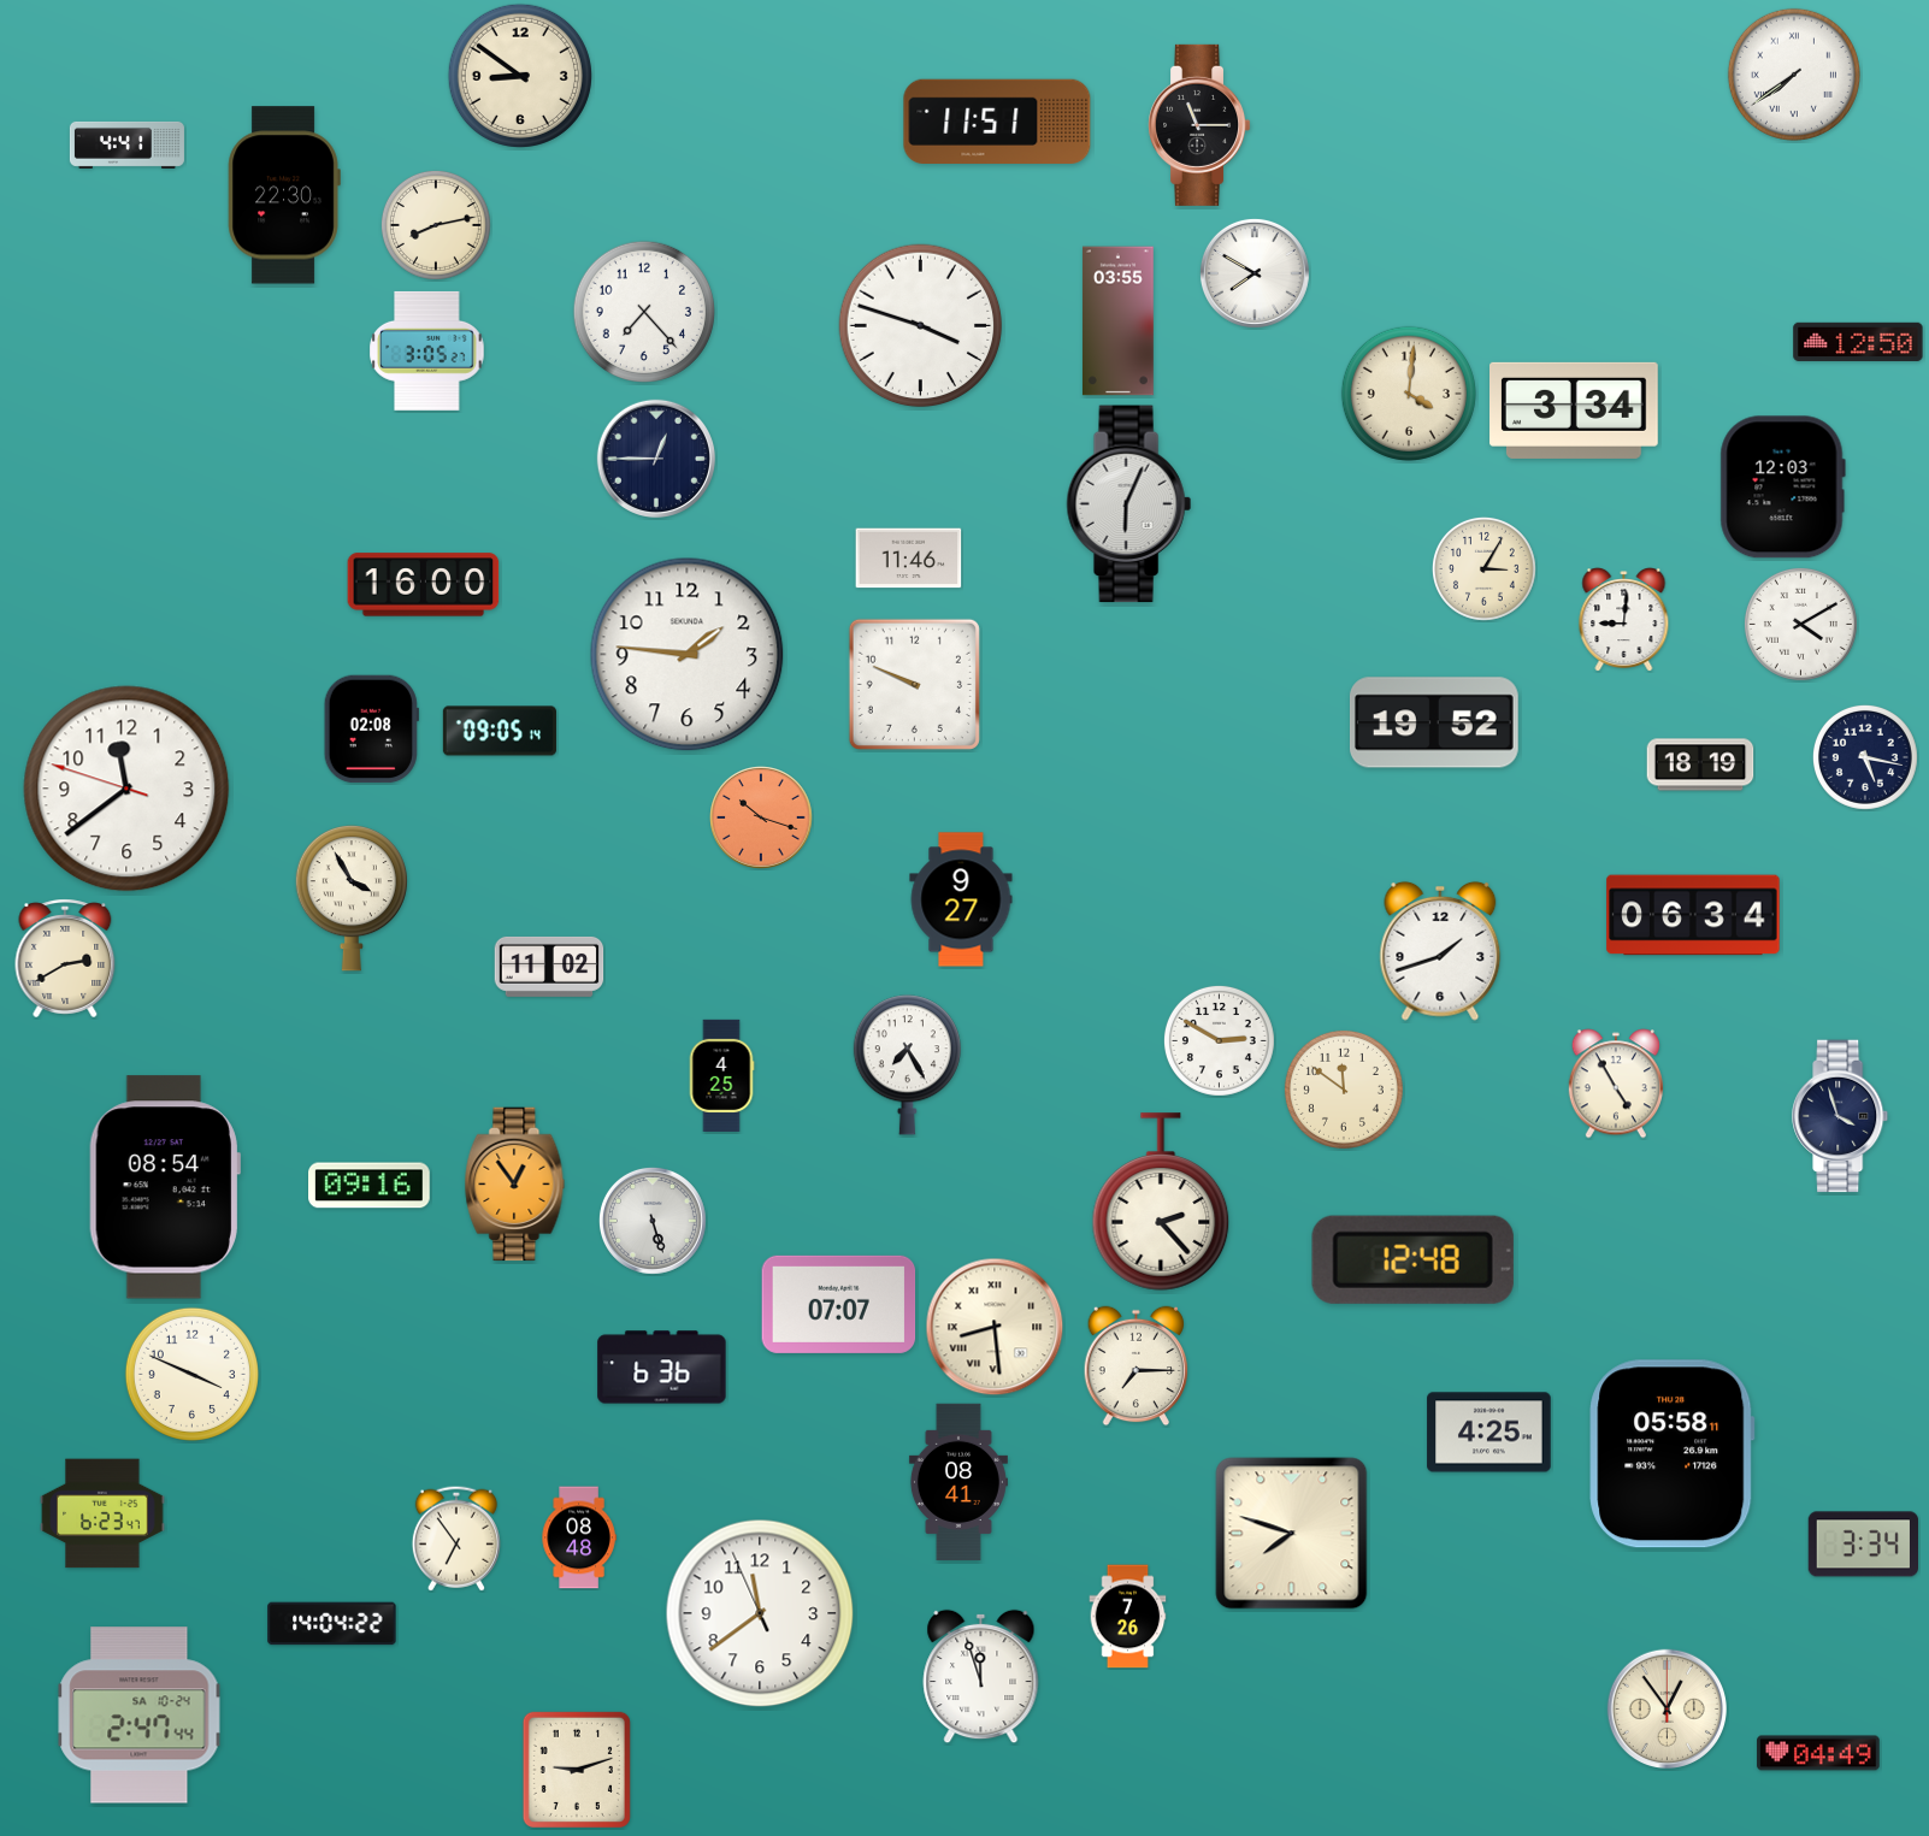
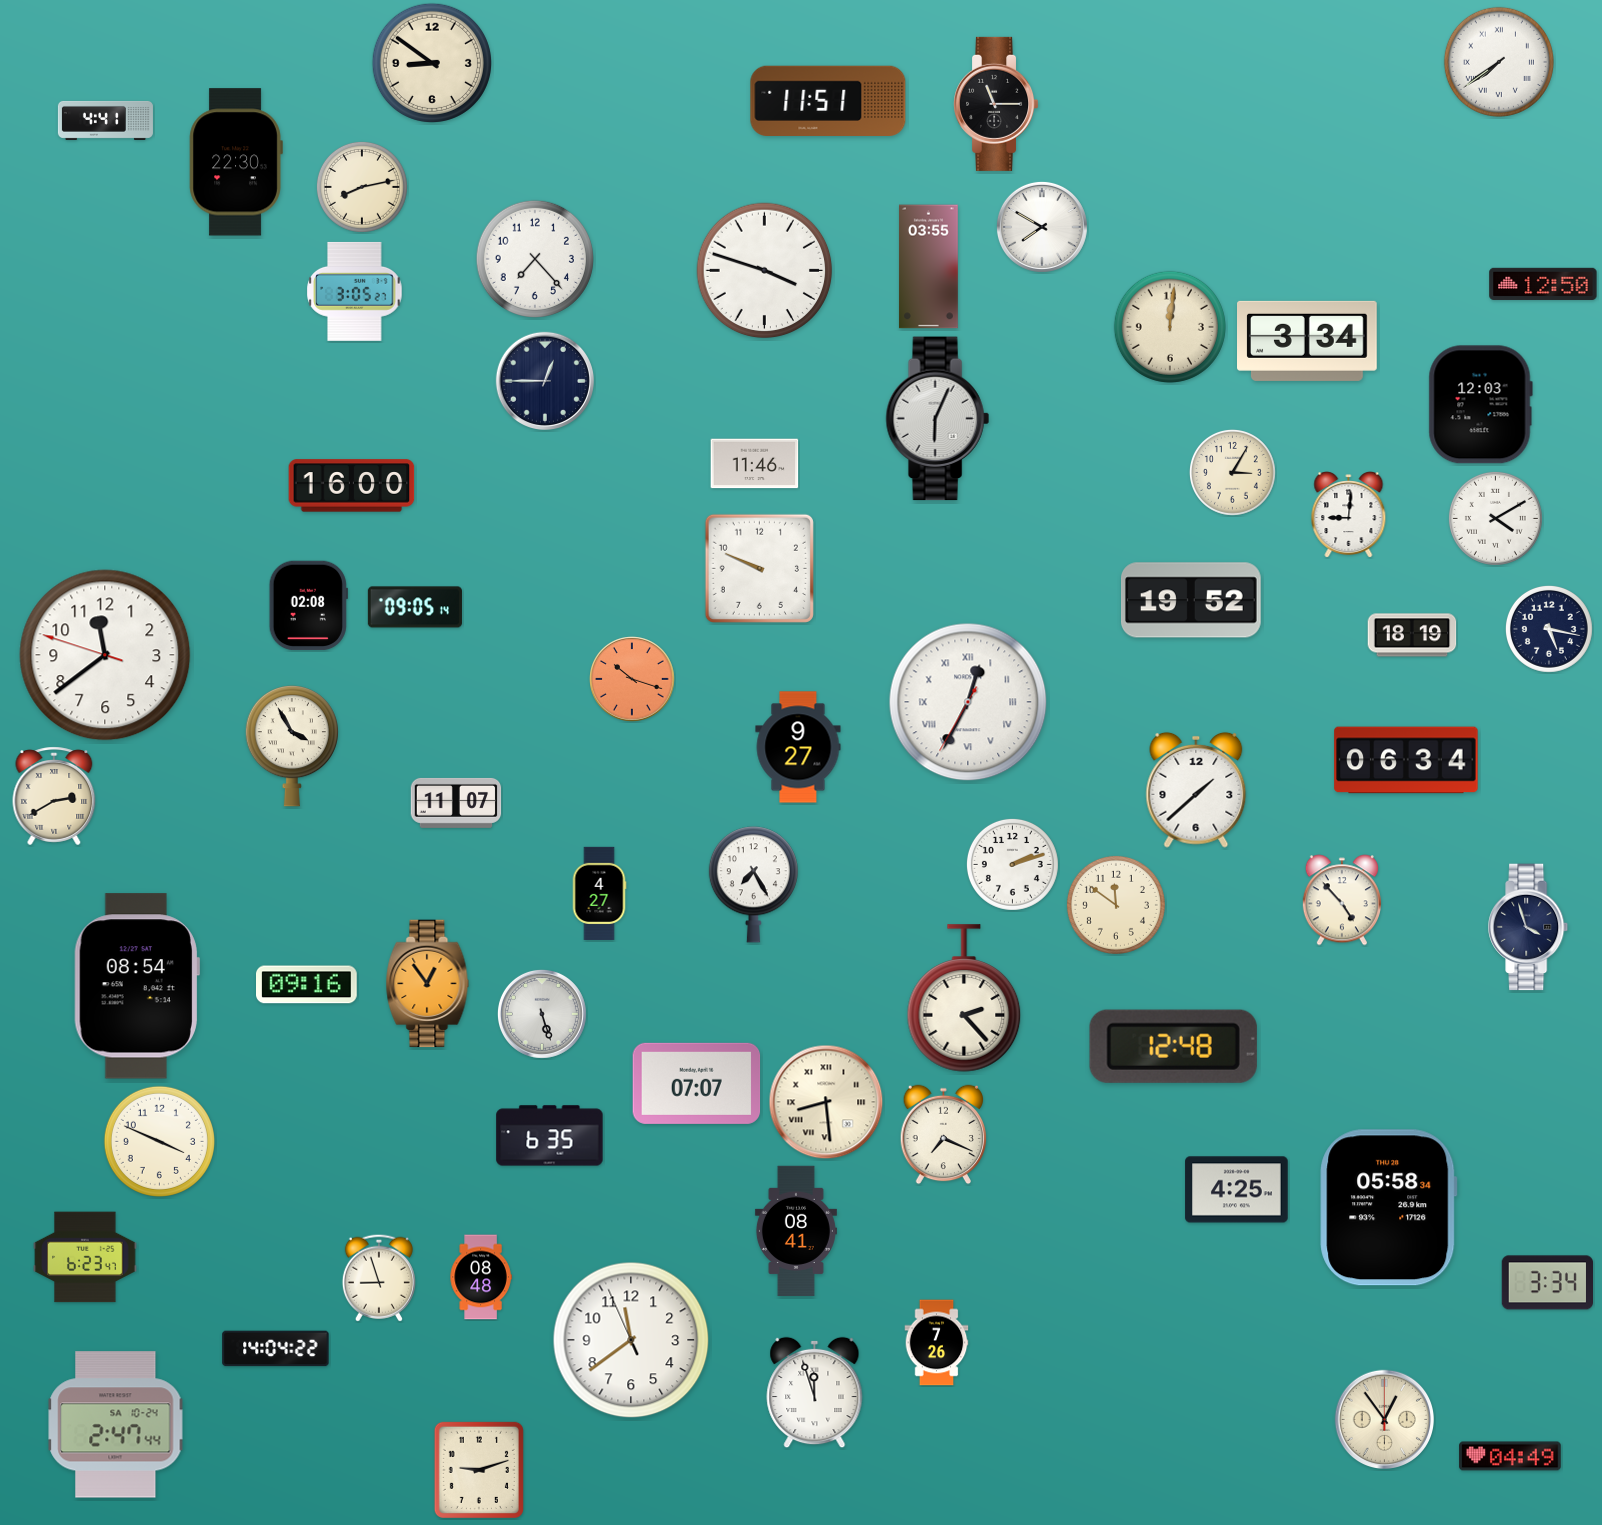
clock at (1794, 75) position: (1794, 75) -> (1499, 62)
clock at (1409, 394): 4:01 -> 12:01
clock at (688, 655): 1:46 -> none
clock at (968, 702): none -> 12:34
clock at (1440, 951): 1:42 -> 1:38
clock at (549, 967): 11:02 -> 11:07
clock at (1219, 1040): 2:50 -> 2:12
clock at (721, 1075): 4:25 -> 4:27
clock at (1616, 1084): 4:55 -> 4:53
clock at (1137, 1366): 7:15 -> 7:19
clock at (662, 1368): 6:36 -> 6:35
clock at (1673, 1454): 05:58:11 -> 05:58:34
clock at (1292, 1534): 7:48 -> none
clock at (456, 1539): 6:54 -> 8:57
